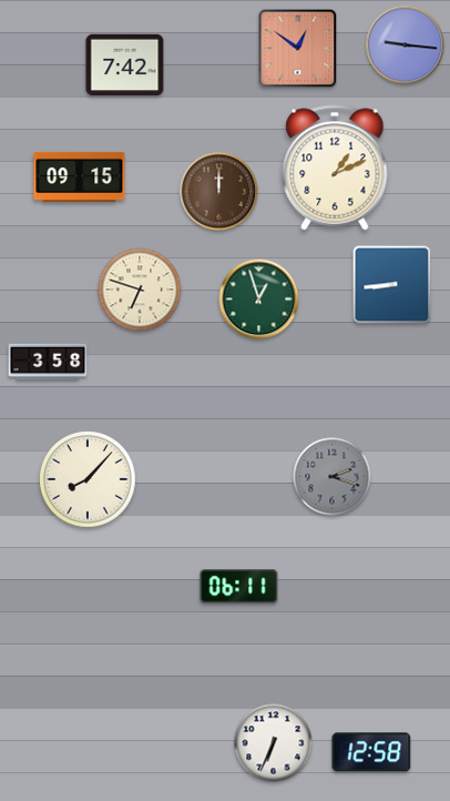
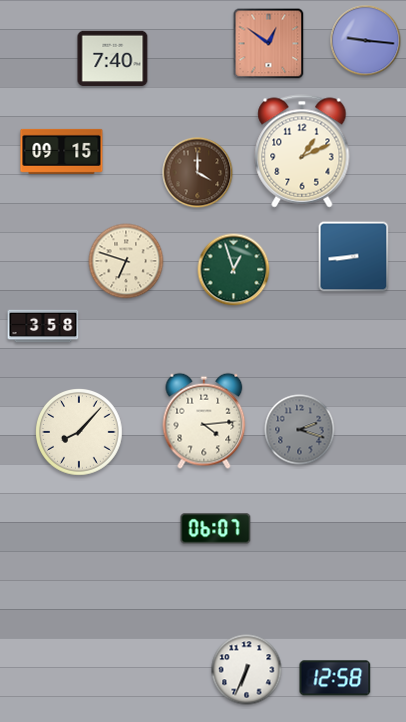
clock at (125, 65): 7:42 -> 7:40
clock at (80, 176) position: (80, 176) -> (62, 151)
clock at (219, 192): 12:00 -> 4:00
clock at (204, 421): none -> 4:14
clock at (239, 587): 06:11 -> 06:07
